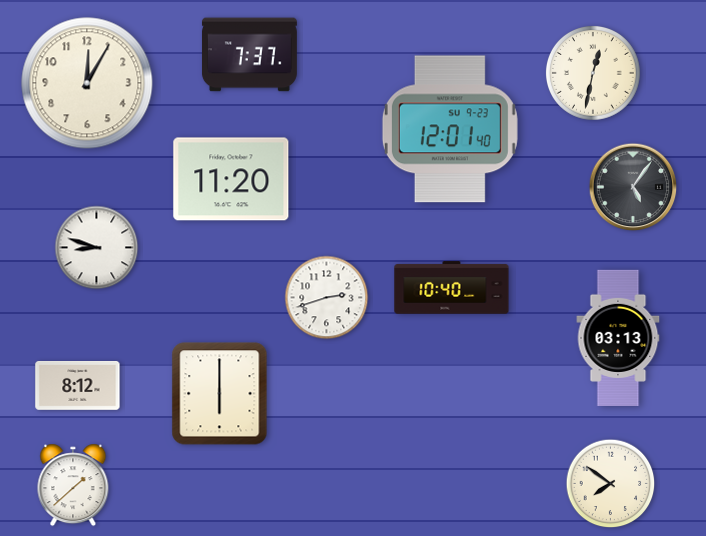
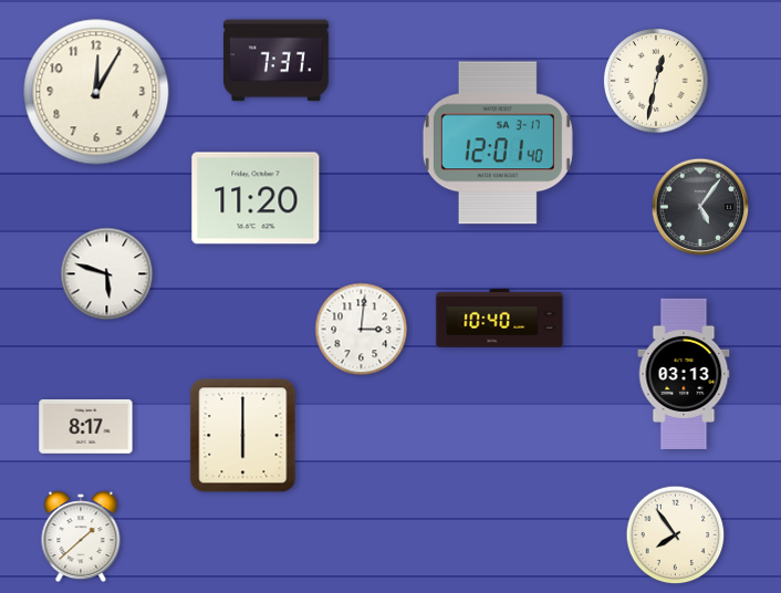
clock at (450, 129) date: SU 9-23 -> SA 3-17
clock at (97, 248): 8:48 -> 5:48
clock at (327, 298): 2:42 -> 3:01
clock at (78, 385): 8:12 -> 8:17
clock at (611, 484): 7:51 -> 7:54
